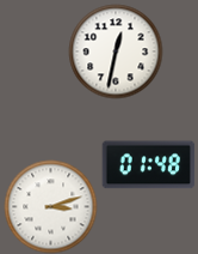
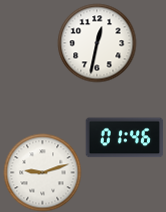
clock at (148, 165): 01:48 -> 01:46
clock at (50, 206): 3:12 -> 9:12
